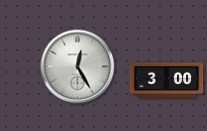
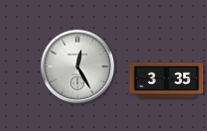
clock at (167, 80): 3:00 -> 3:35
